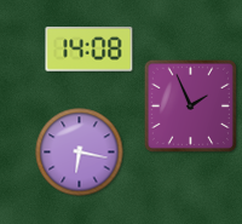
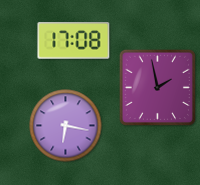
clock at (90, 50): 14:08 -> 17:08
clock at (190, 105): 1:56 -> 1:58
